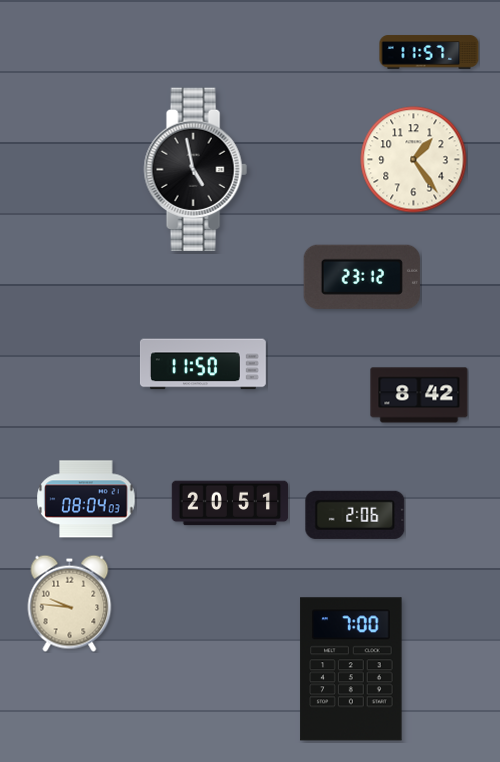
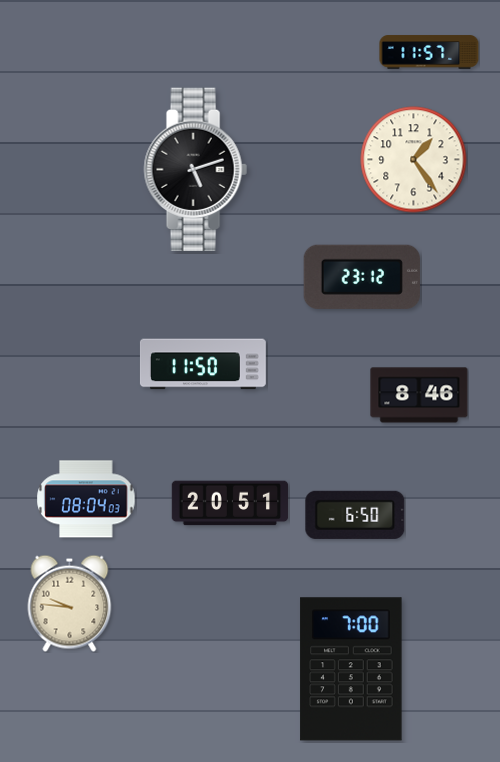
clock at (195, 169): 4:58 -> 5:12
clock at (419, 395): 8:42 -> 8:46
clock at (355, 515): 2:06 -> 6:50
